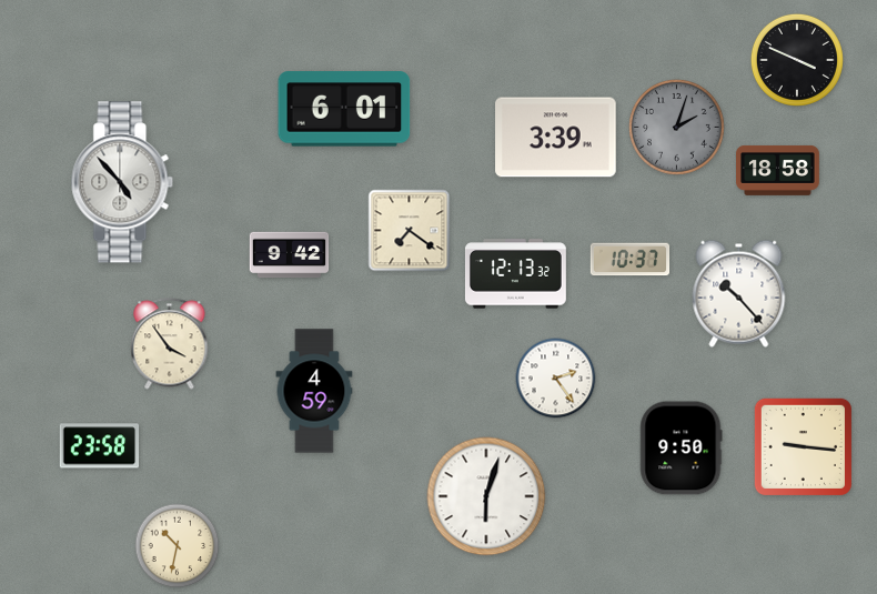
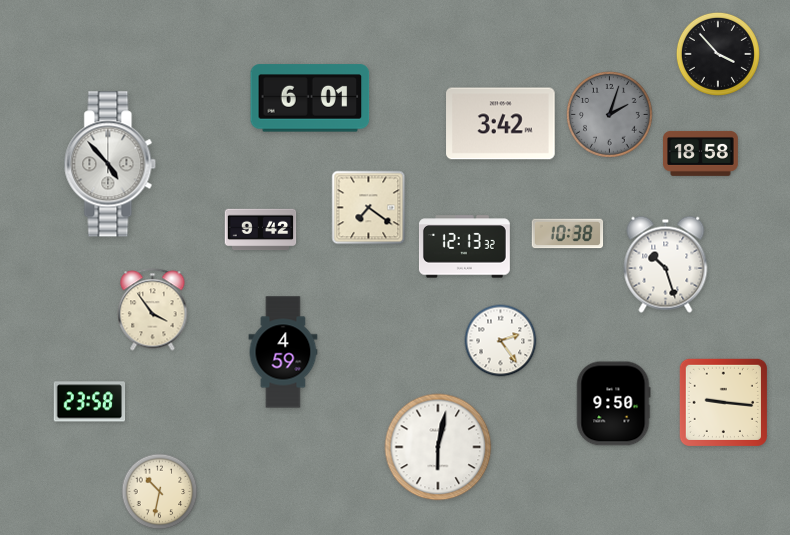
clock at (797, 60): 3:49 -> 3:53
clock at (556, 138): 3:39 -> 3:42
clock at (631, 260): 10:37 -> 10:38
clock at (739, 293): 10:23 -> 10:27
clock at (486, 496): 6:03 -> 6:02
